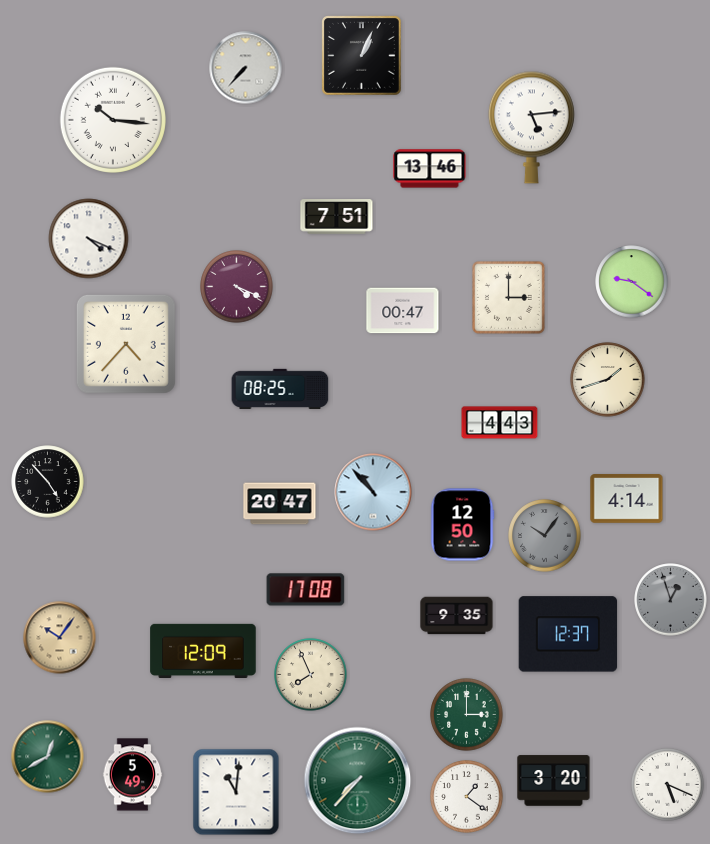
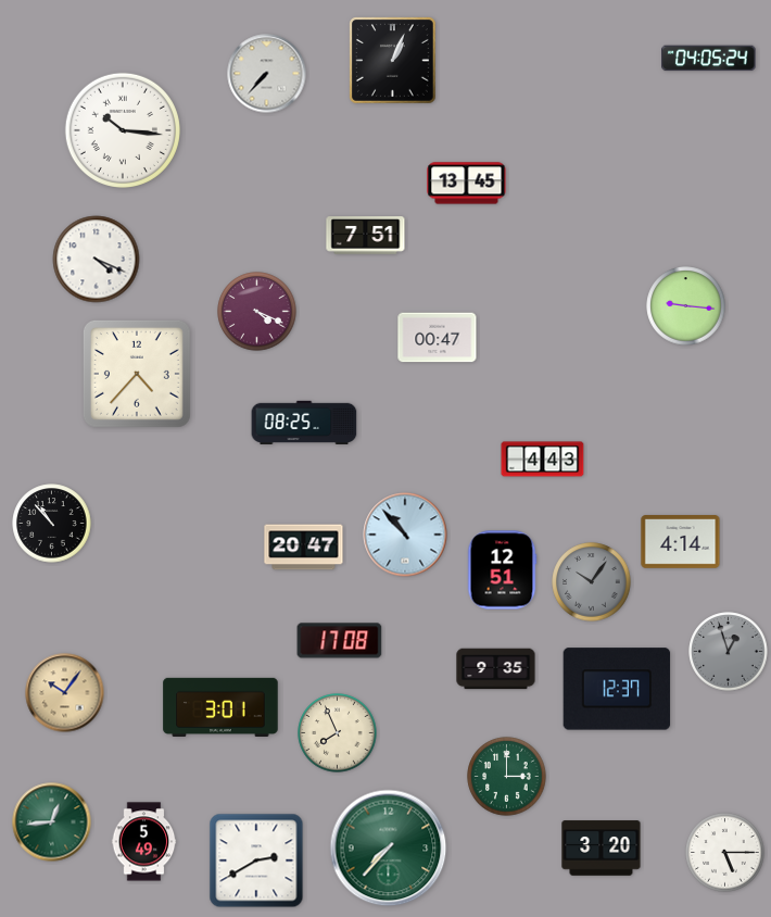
clock at (709, 59): none -> 04:05
clock at (531, 127): 5:14 -> none
clock at (430, 169): 13:46 -> 13:45
clock at (632, 282): 9:21 -> 9:16
clock at (509, 298): 3:00 -> none
clock at (608, 380): 1:42 -> none
clock at (48, 482): 4:53 -> 10:53
clock at (462, 525): 12:50 -> 12:51
clock at (306, 590) position: (306, 590) -> (340, 641)
clock at (203, 650): 12:09 -> 3:01
clock at (48, 757): 12:40 -> 12:44
clock at (668, 785): 5:19 -> 5:15
clock at (236, 792): 11:01 -> 2:40
clock at (467, 797): 1:21 -> none
